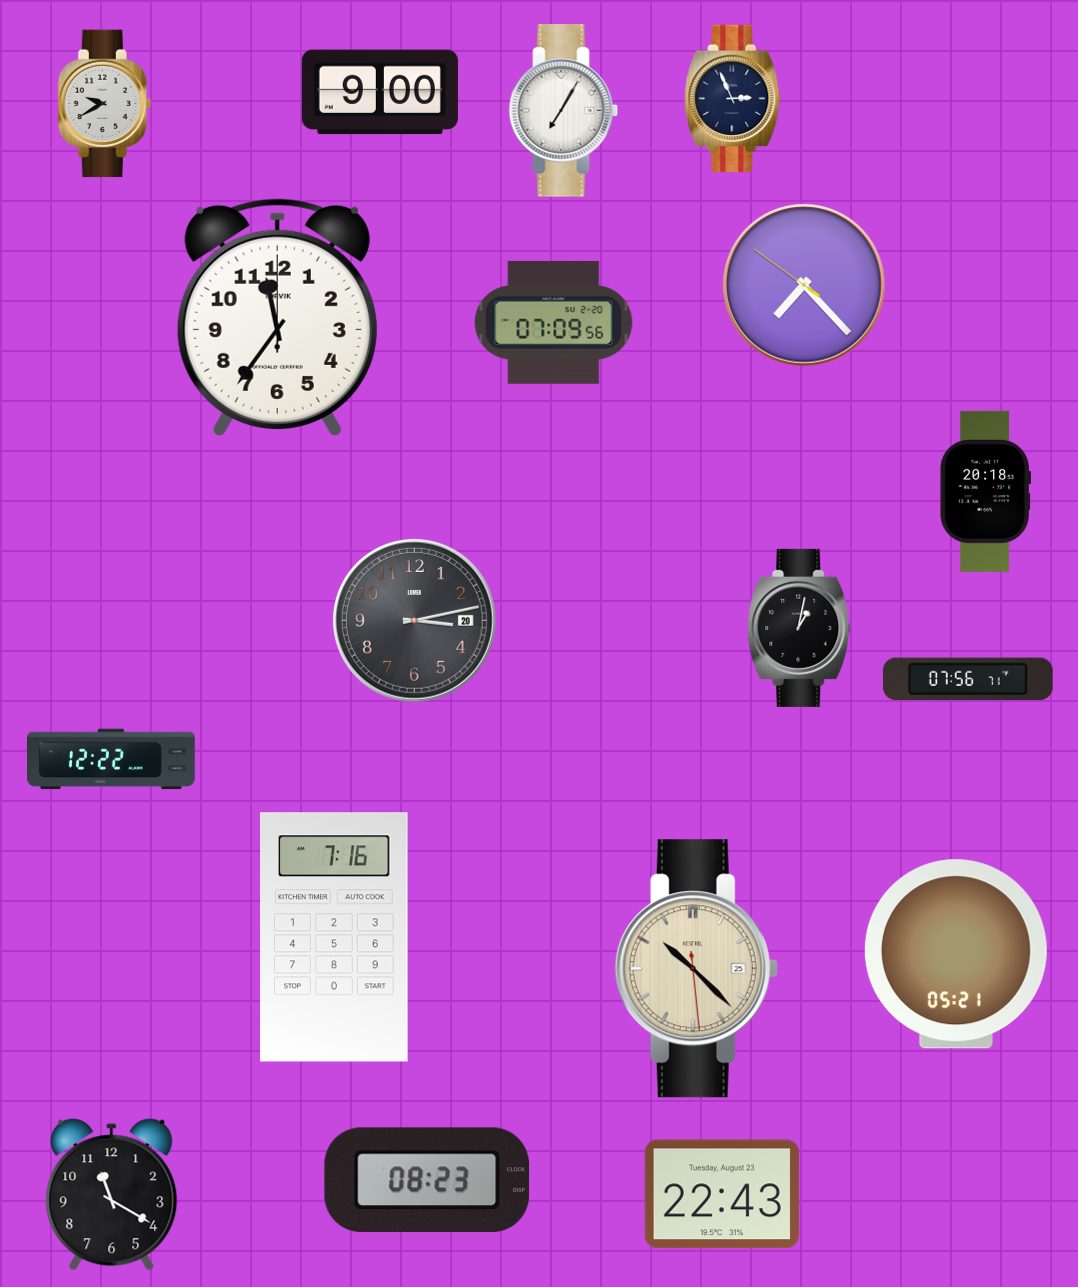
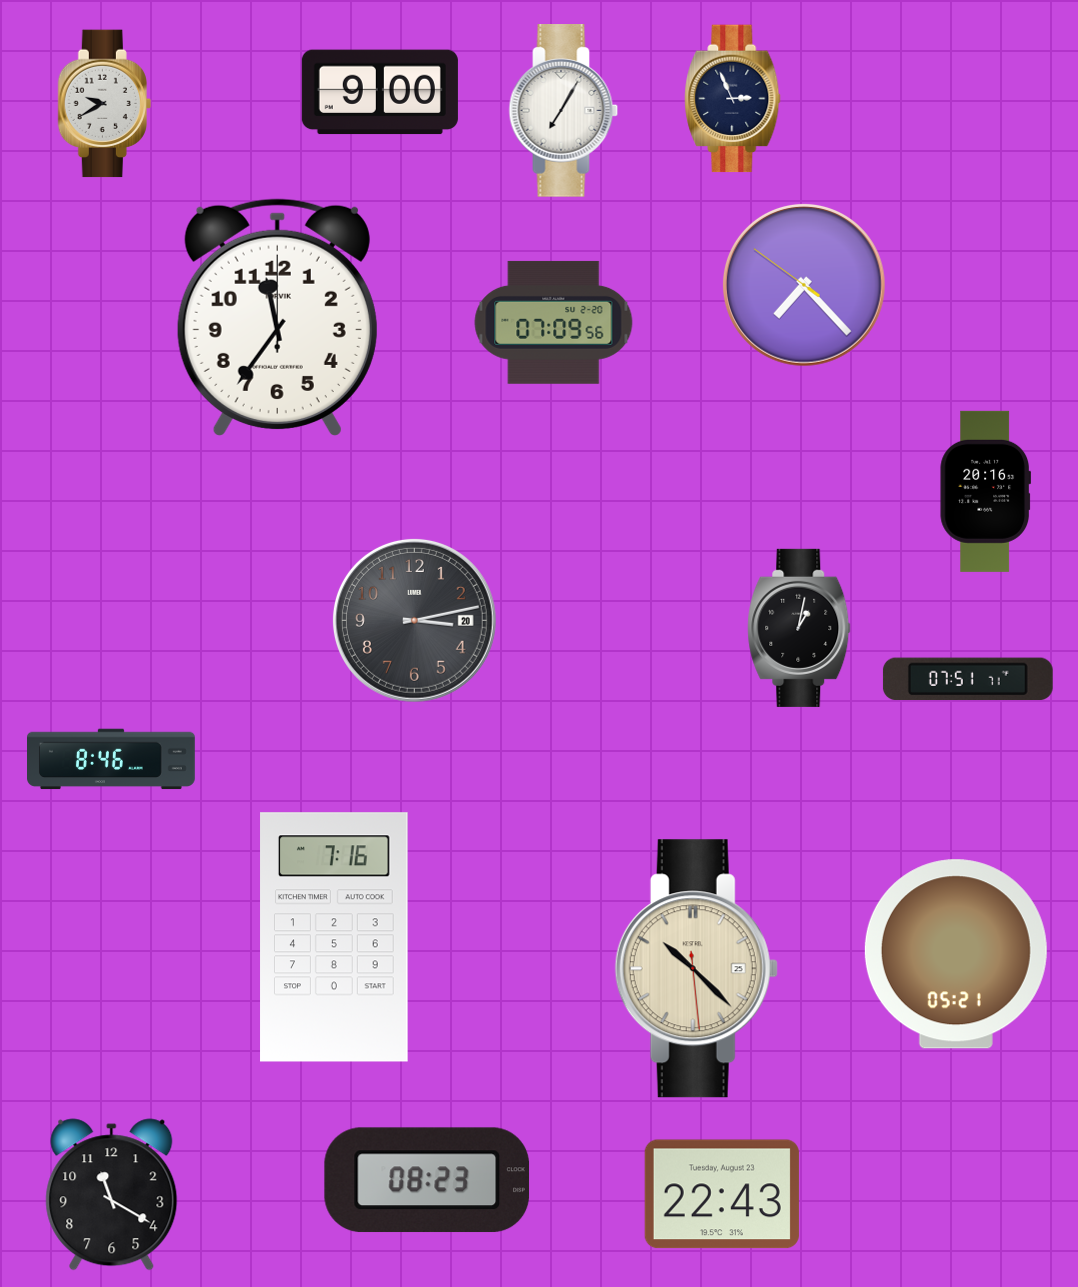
clock at (985, 491): 20:18 -> 20:16
clock at (968, 679): 07:56 -> 07:51
clock at (112, 759): 12:22 -> 8:46
